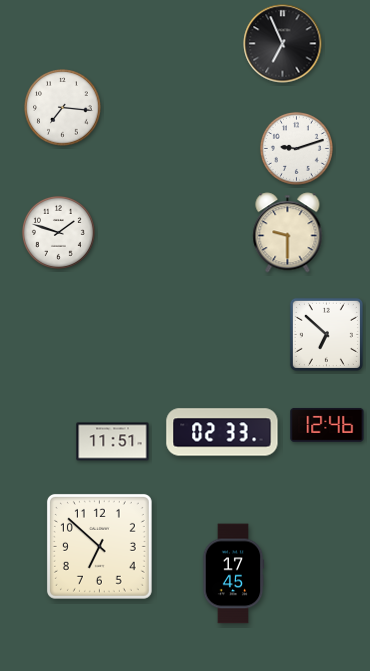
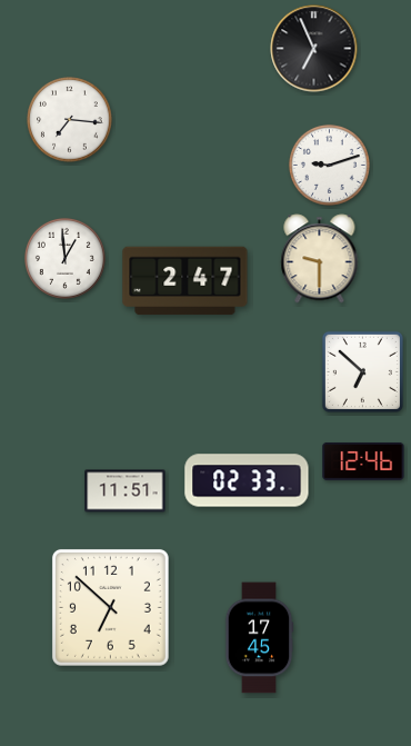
clock at (58, 232): 1:48 -> 12:59
clock at (186, 281): none -> 2:47
clock at (327, 425) position: (327, 425) -> (363, 461)
